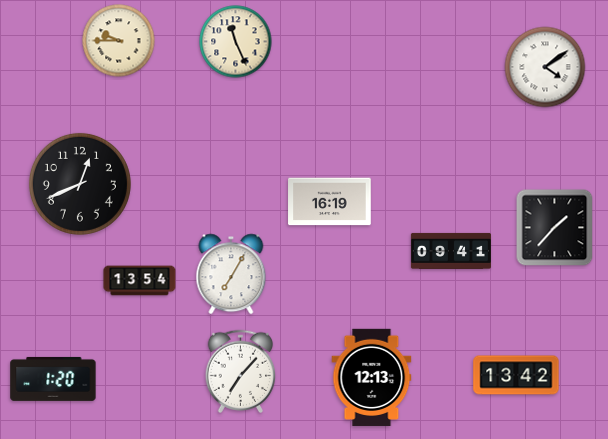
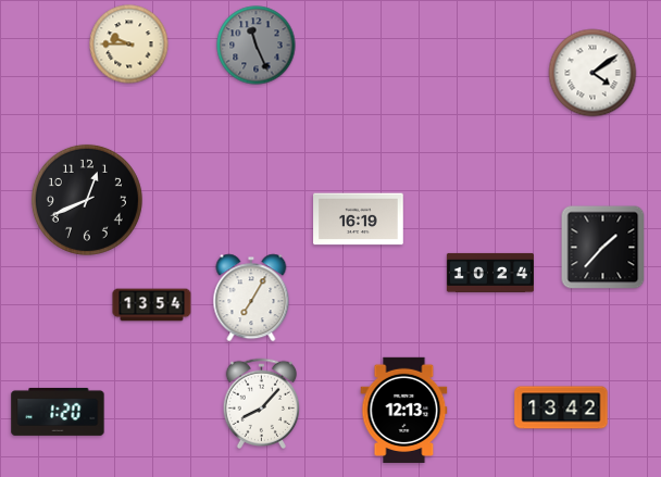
clock at (236, 42) dial: cream -> grey
clock at (451, 251): 09:41 -> 10:24
clock at (241, 371): 7:07 -> 8:07
